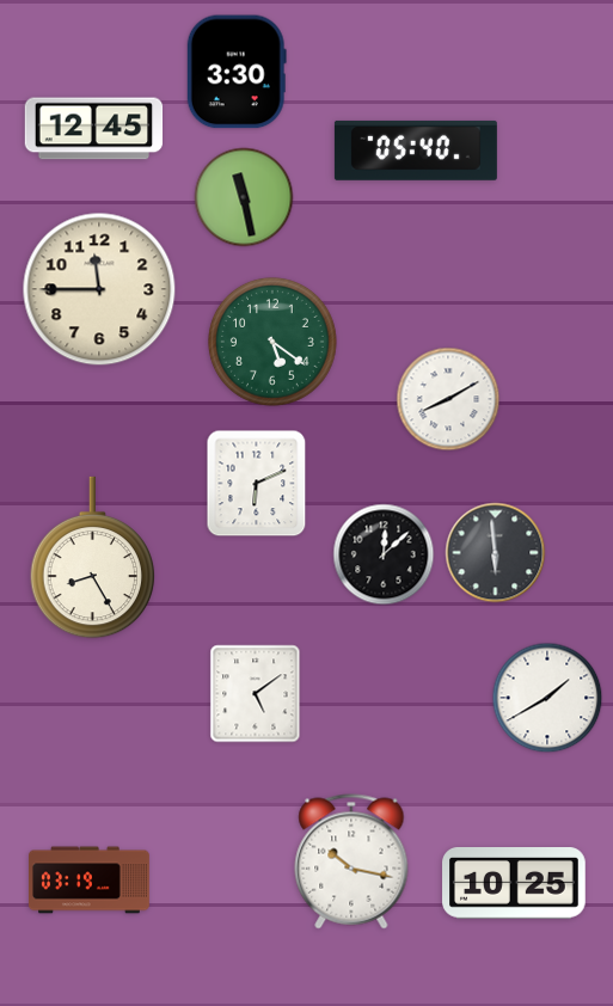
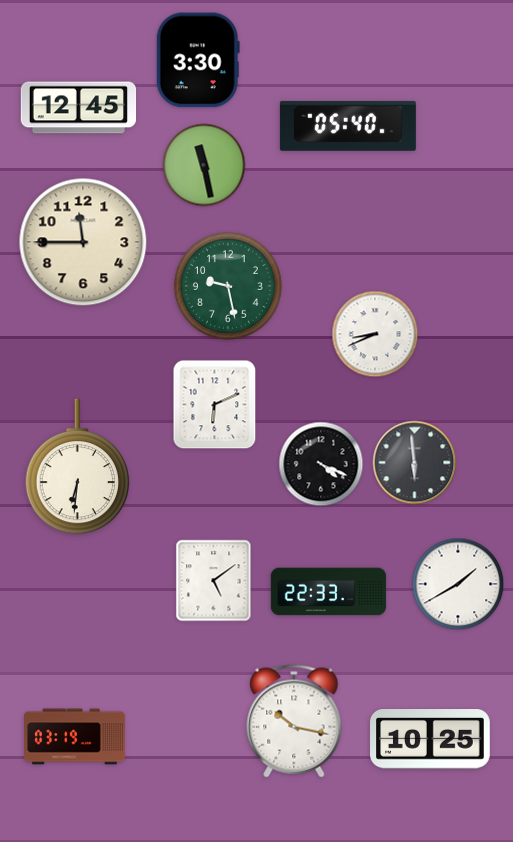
clock at (272, 342): 5:21 -> 9:28
clock at (448, 399): 8:10 -> 8:41
clock at (384, 554): 12:08 -> 4:19
clock at (93, 558): 8:25 -> 6:31
clock at (329, 592): none -> 22:33
